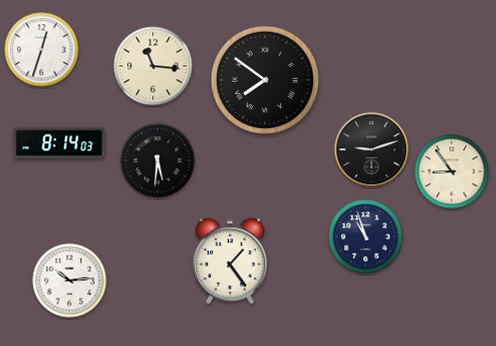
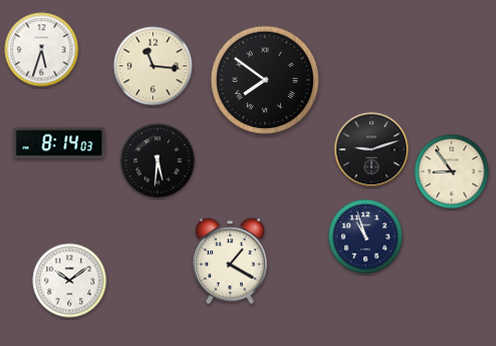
clock at (42, 50): 12:33 -> 5:33
clock at (230, 261): 1:24 -> 1:20
clock at (70, 281): 10:14 -> 10:09
